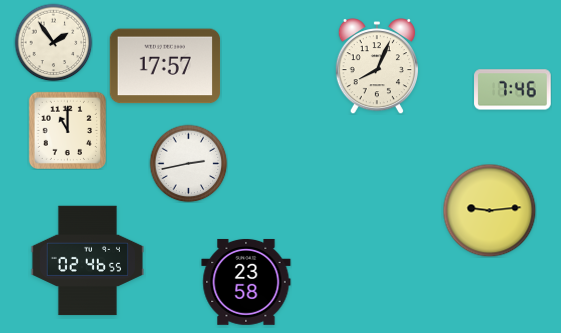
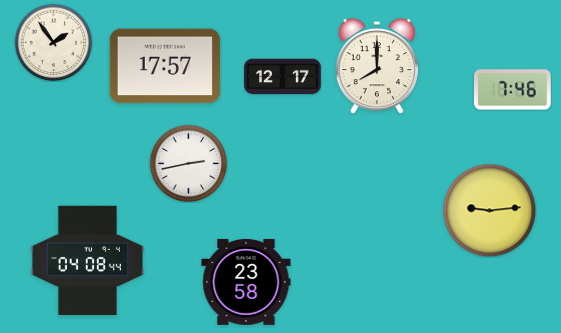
clock at (377, 67): 8:04 -> 8:00
clock at (283, 77): none -> 12:17
clock at (67, 130): 11:00 -> none
clock at (87, 261): 02:46 -> 04:08
